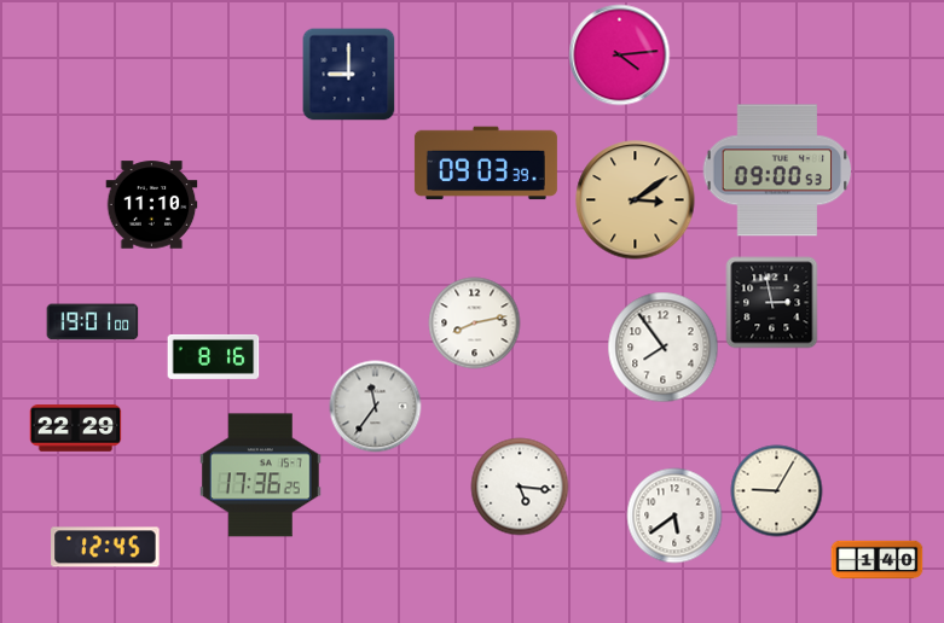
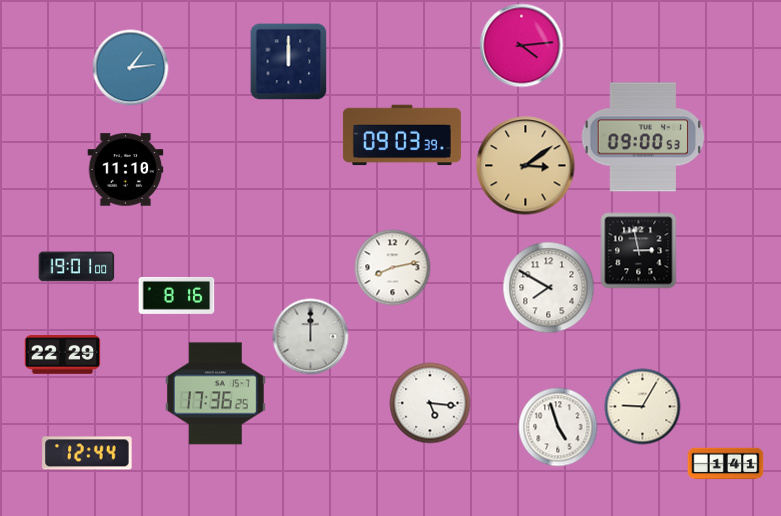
clock at (620, 56) position: (620, 56) -> (522, 46)
clock at (349, 75): 9:00 -> 12:00
clock at (131, 68): none -> 1:14
clock at (777, 170) position: (777, 170) -> (643, 137)
clock at (664, 348): 7:54 -> 7:50
clock at (376, 407): 11:36 -> 12:00
clock at (674, 516): 5:39 -> 4:57
clock at (105, 547): 12:45 -> 12:44
clock at (878, 560): 1:40 -> 1:41
